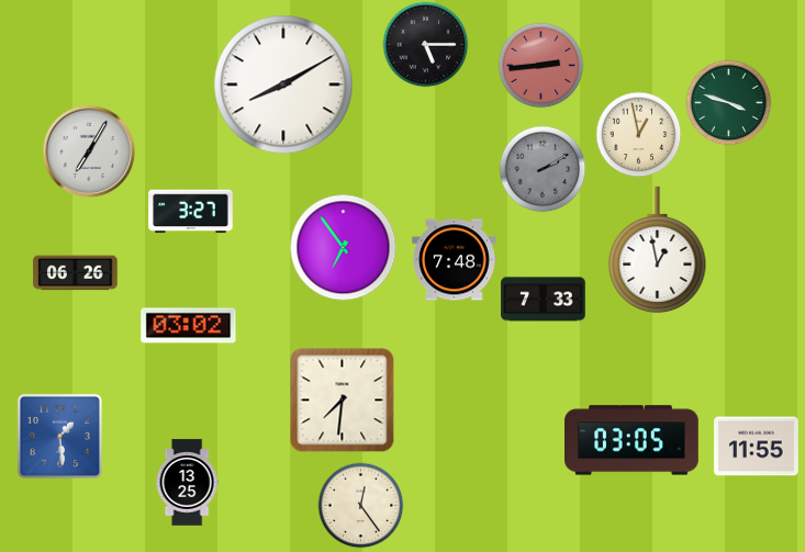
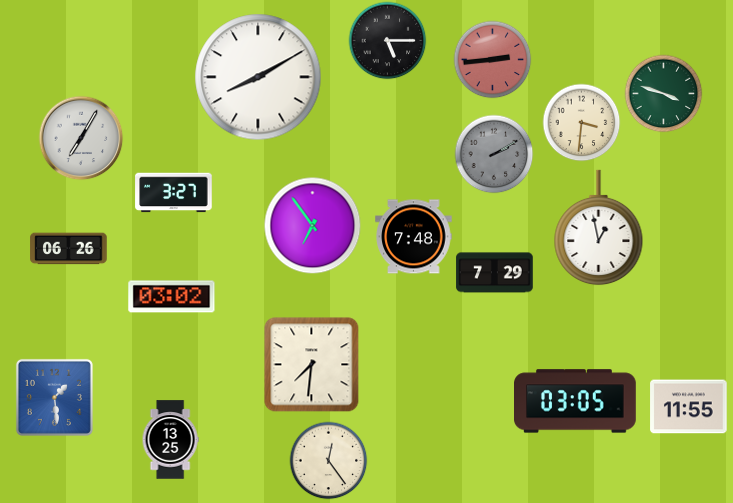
clock at (638, 134): 12:58 -> 3:31
clock at (544, 300): 7:33 -> 7:29
